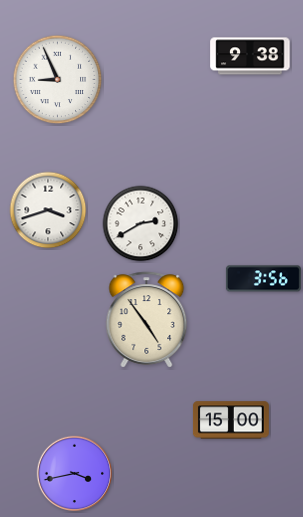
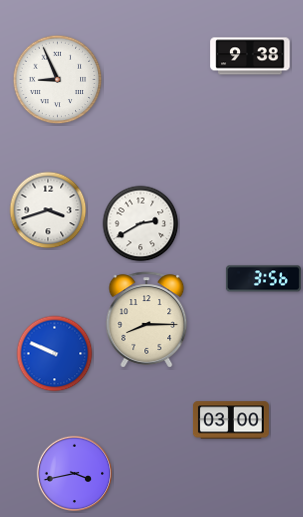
clock at (147, 320): 4:54 -> 8:15
clock at (55, 354): none -> 9:49
clock at (231, 420): 15:00 -> 03:00
